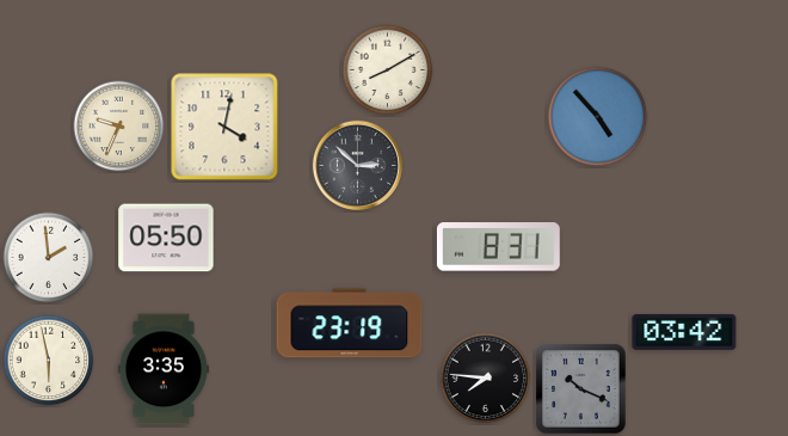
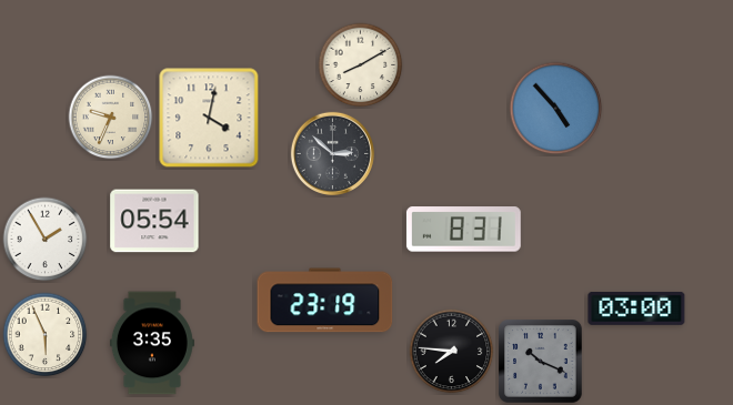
clock at (166, 238): 05:50 -> 05:54
clock at (49, 258): 1:59 -> 1:55
clock at (684, 332): 03:42 -> 03:00
clock at (49, 361): 5:58 -> 5:56
